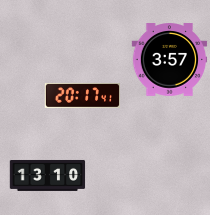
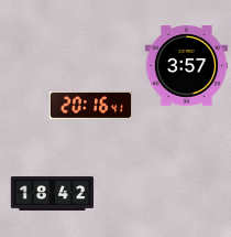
clock at (83, 96): 20:17 -> 20:16
clock at (48, 175): 13:10 -> 18:42
